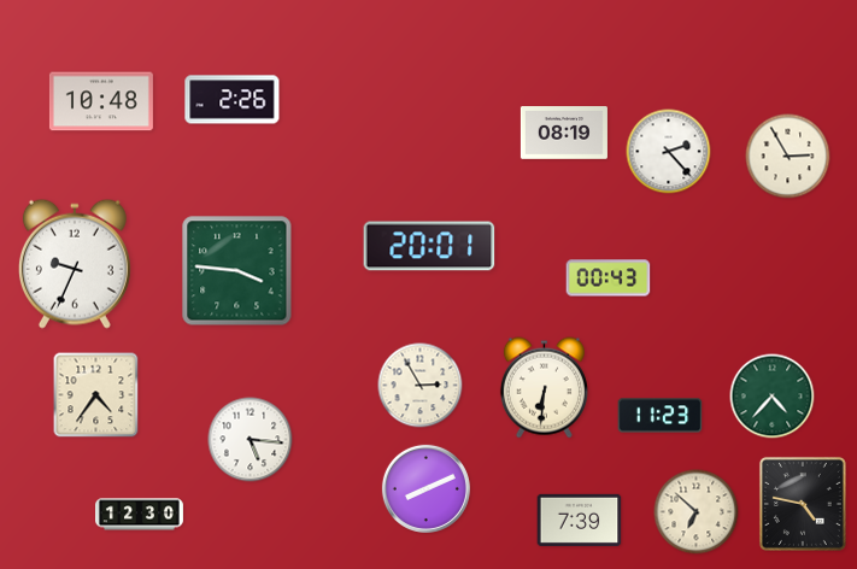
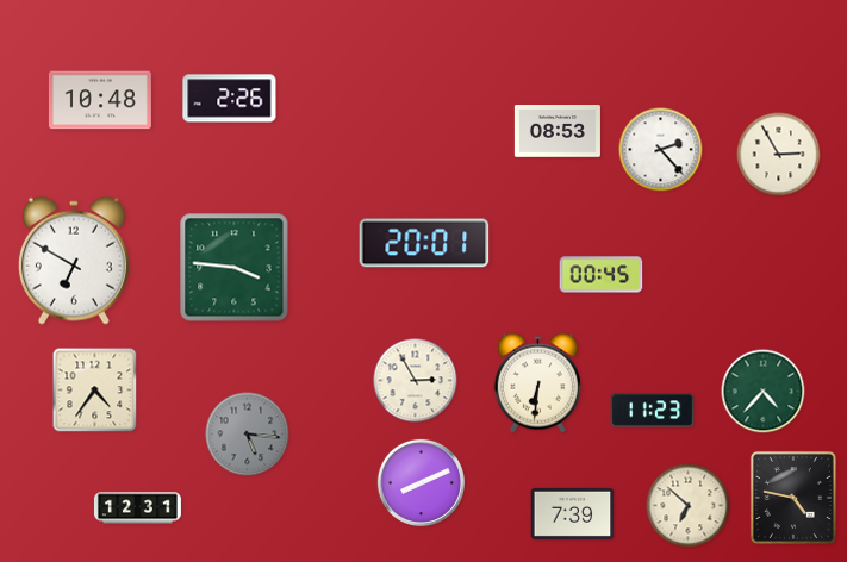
clock at (564, 133): 08:19 -> 08:53
clock at (75, 264): 9:34 -> 6:50
clock at (609, 278): 00:43 -> 00:45
clock at (251, 440) dial: white -> grey
clock at (140, 515): 12:30 -> 12:31
